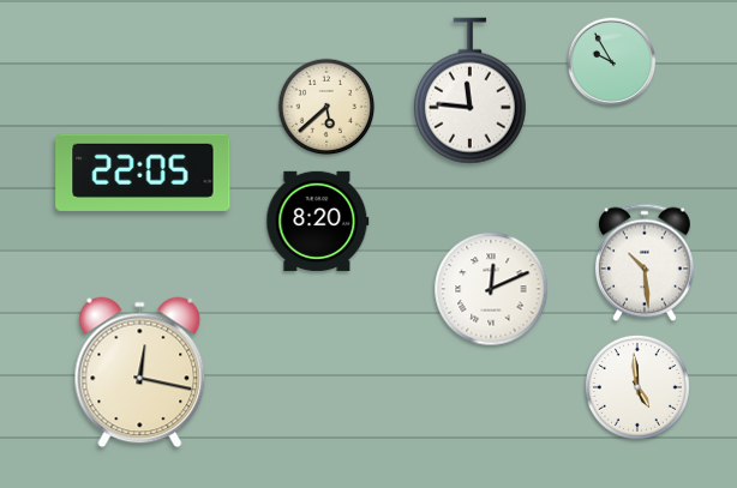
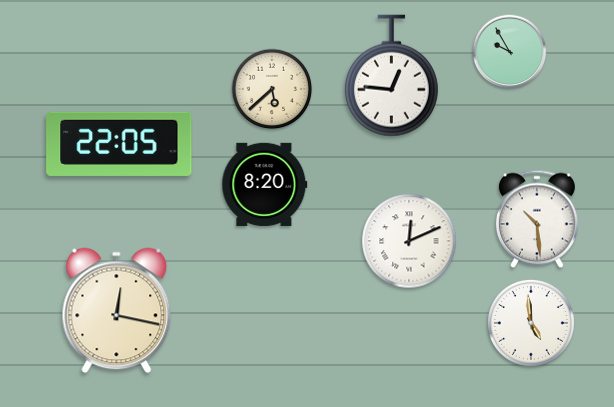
clock at (469, 91): 11:46 -> 12:46
